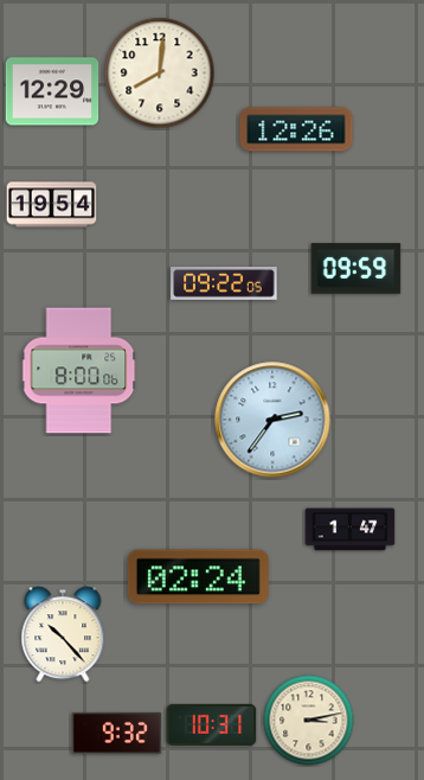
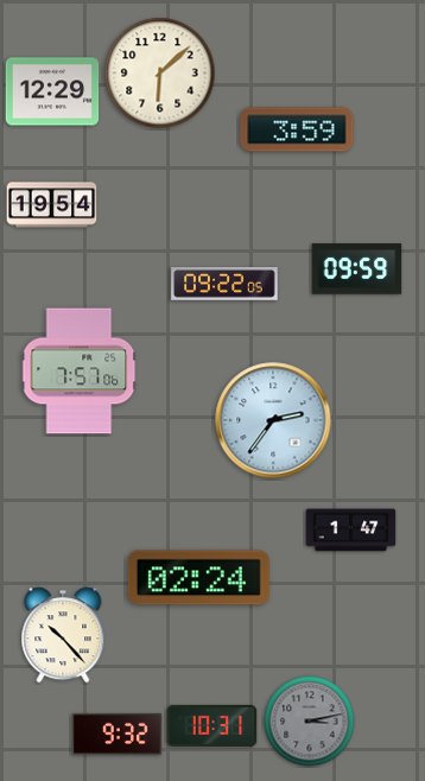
clock at (160, 73): 8:01 -> 6:08
clock at (296, 129): 12:26 -> 3:59
clock at (79, 371): 8:00 -> 7:57
clock at (309, 721) dial: cream -> grey
